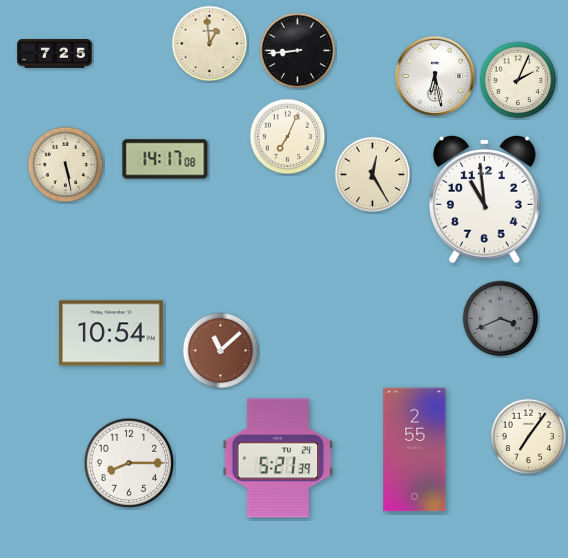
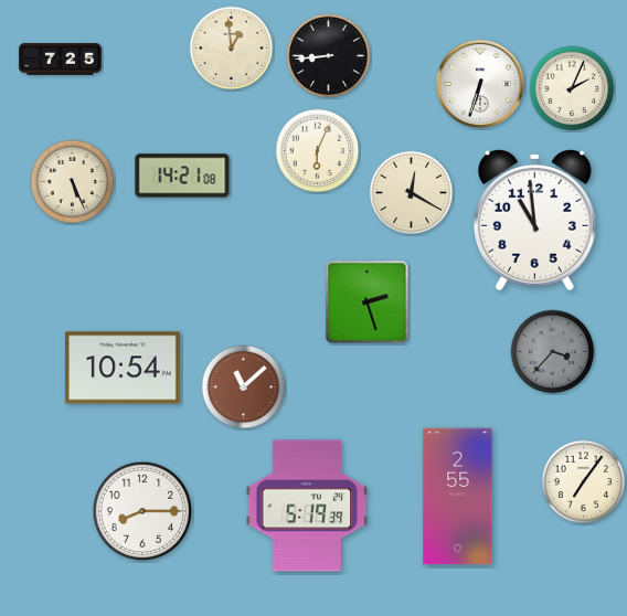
clock at (435, 76): 6:28 -> 6:33
clock at (288, 137): 7:04 -> 6:04
clock at (165, 159): 14:17 -> 14:21
clock at (66, 165): 5:28 -> 5:26
clock at (373, 175): 12:25 -> 12:20
clock at (368, 302): none -> 2:27
clock at (501, 319): 3:41 -> 3:37
clock at (278, 458): 5:21 -> 5:19
